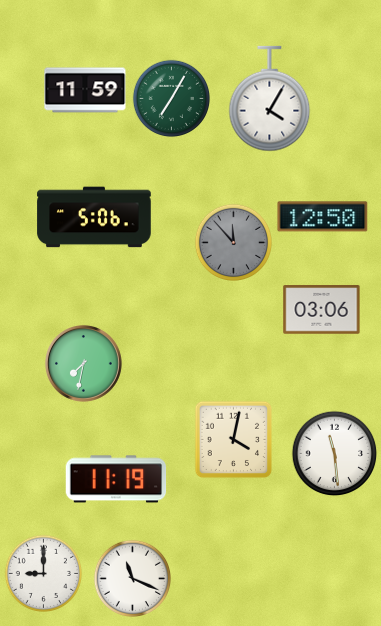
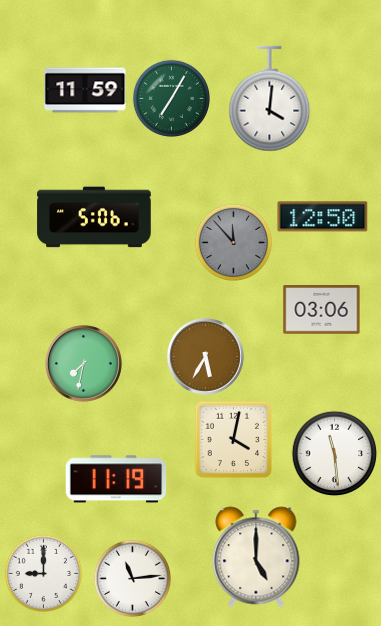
clock at (270, 99): 4:05 -> 4:01
clock at (205, 356): none -> 5:35
clock at (256, 557): none -> 5:00
clock at (132, 578): 11:19 -> 11:14
